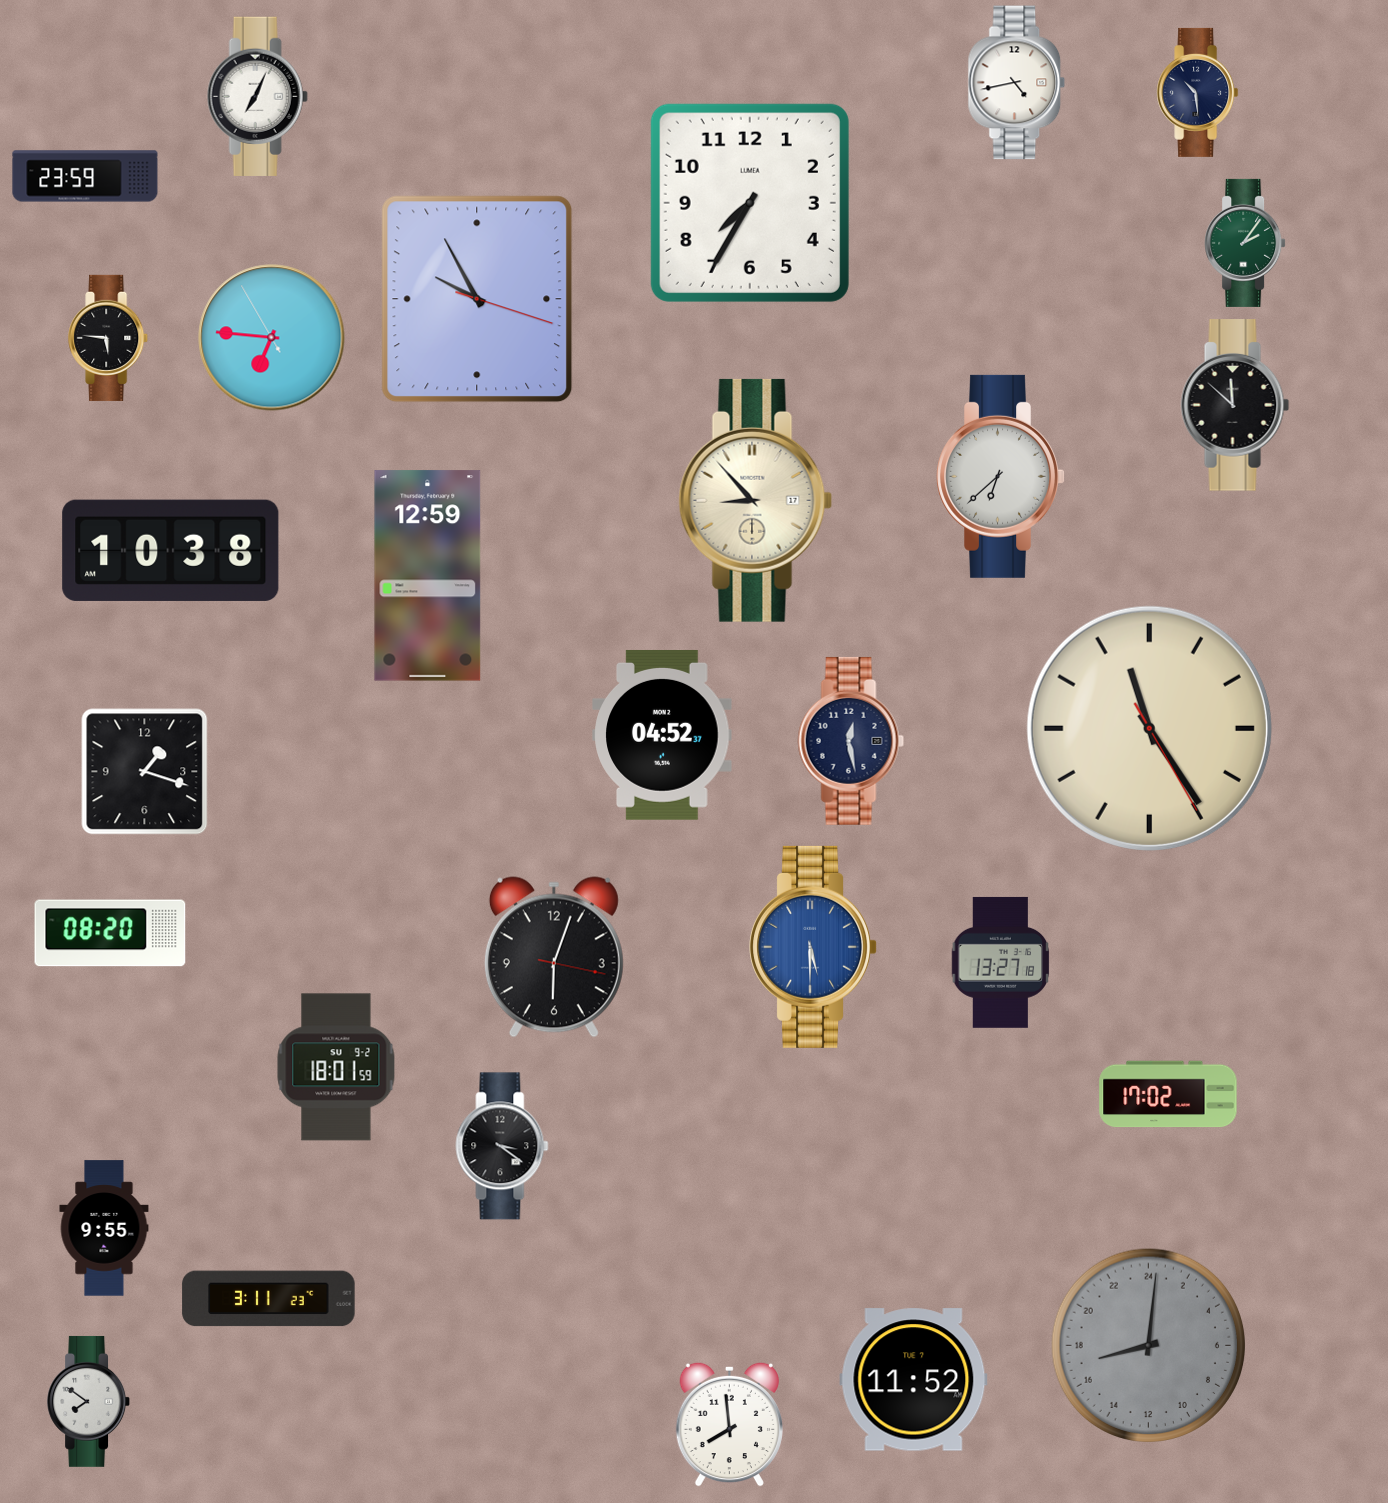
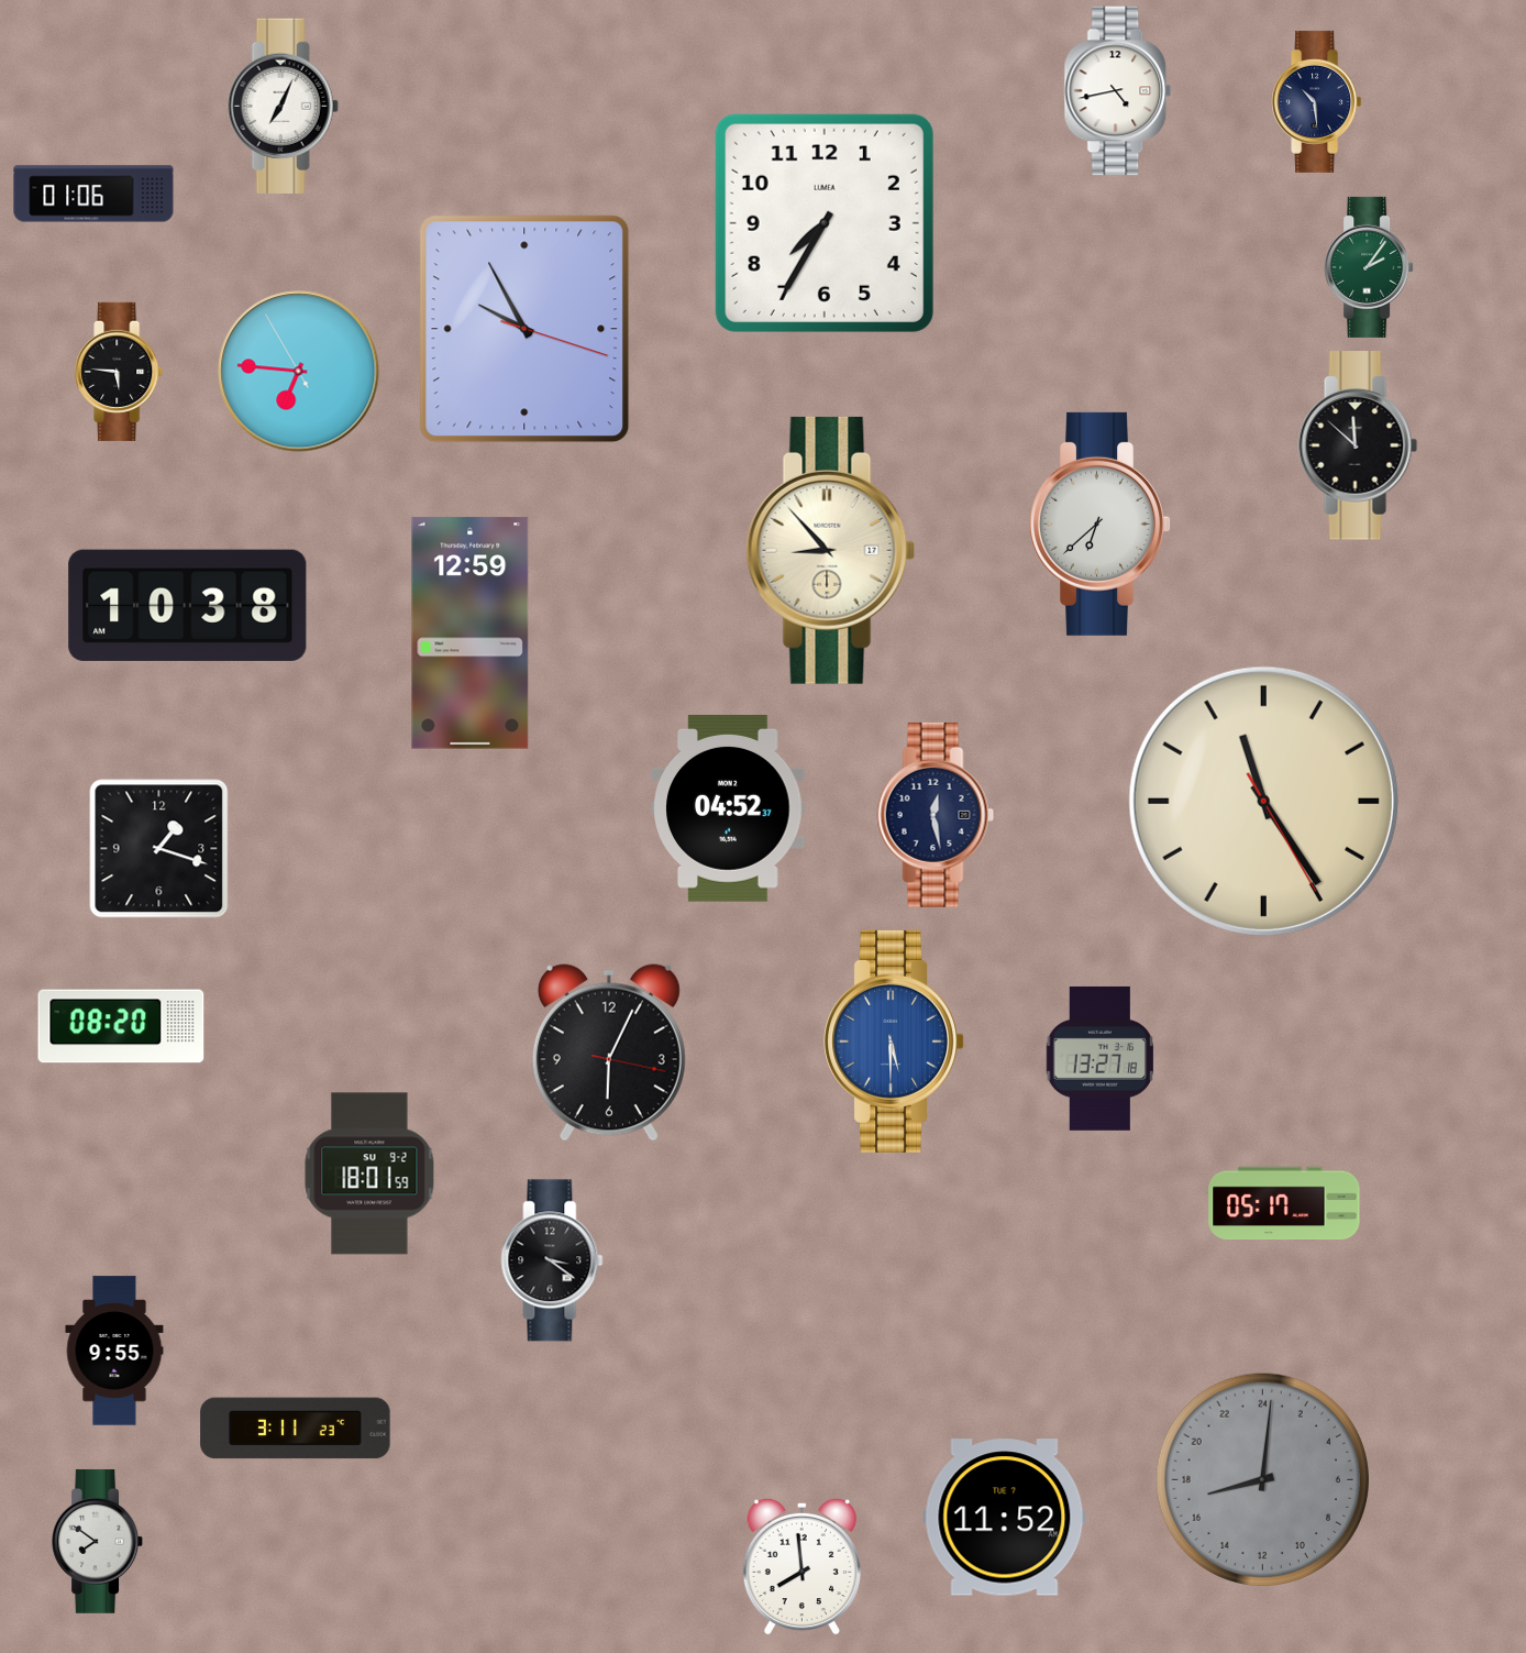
clock at (85, 176): 23:59 -> 01:06
clock at (554, 957): 6:03 -> 6:04
clock at (1168, 1094): 17:02 -> 05:17
